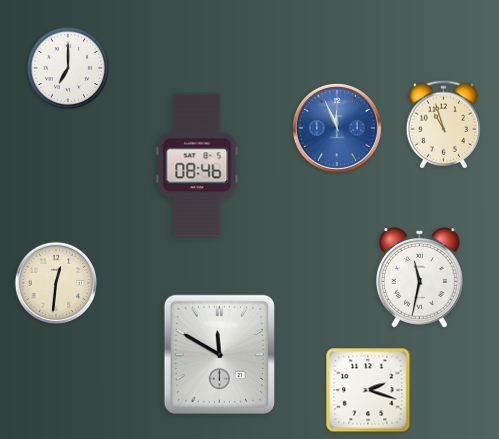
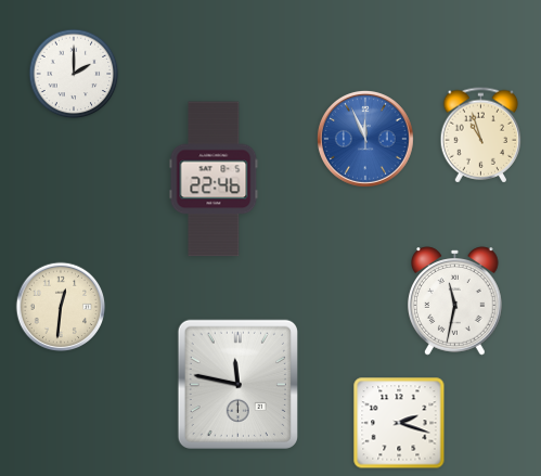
clock at (68, 68): 7:00 -> 2:00
clock at (197, 165): 08:46 -> 22:46
clock at (219, 354): 11:50 -> 11:47
